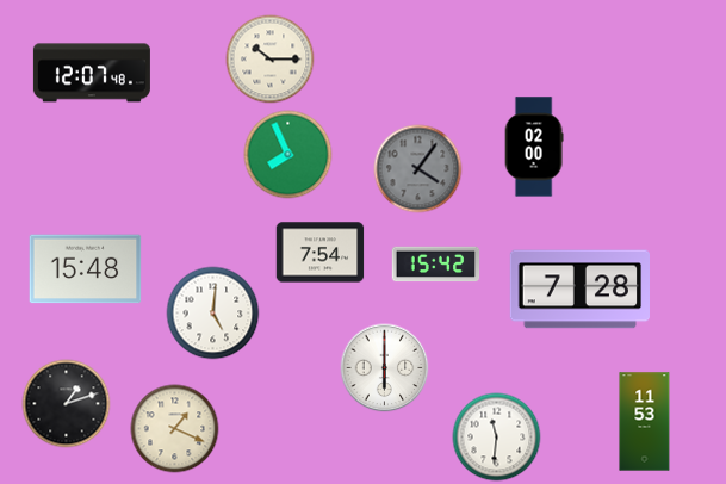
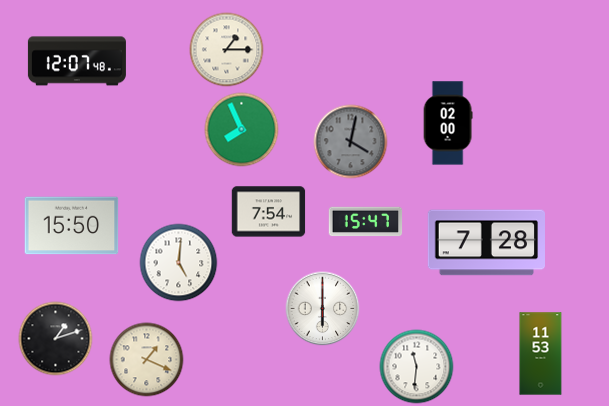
clock at (271, 60): 10:15 -> 1:15
clock at (418, 169): 4:06 -> 4:02
clock at (436, 265): 15:42 -> 15:47
clock at (86, 269): 15:48 -> 15:50
